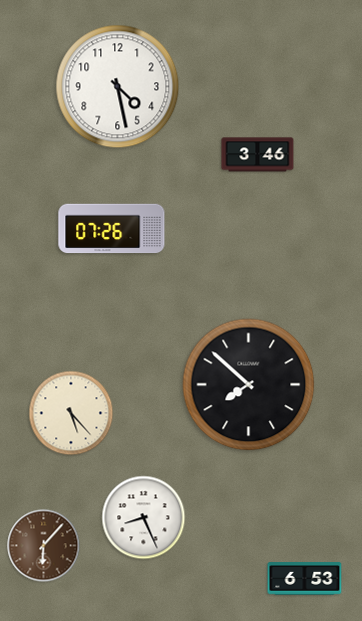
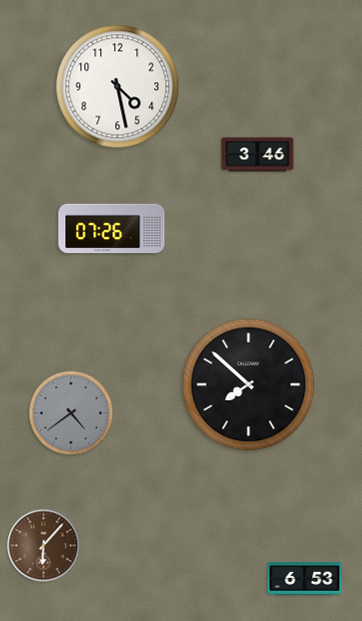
clock at (71, 413): 5:23 -> 4:39
clock at (71, 413) dial: cream -> grey
clock at (144, 518): 8:26 -> none
